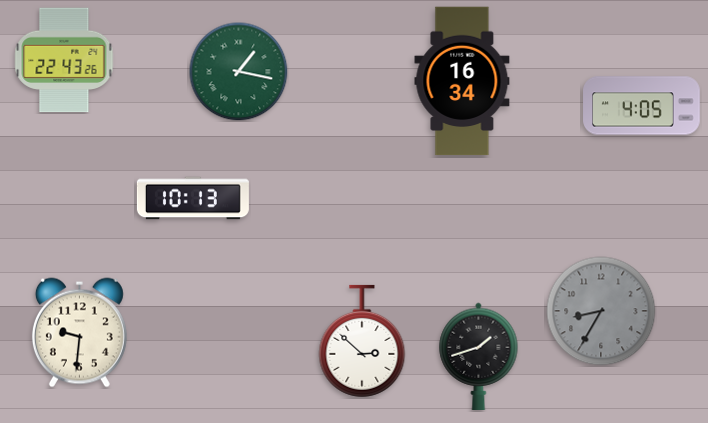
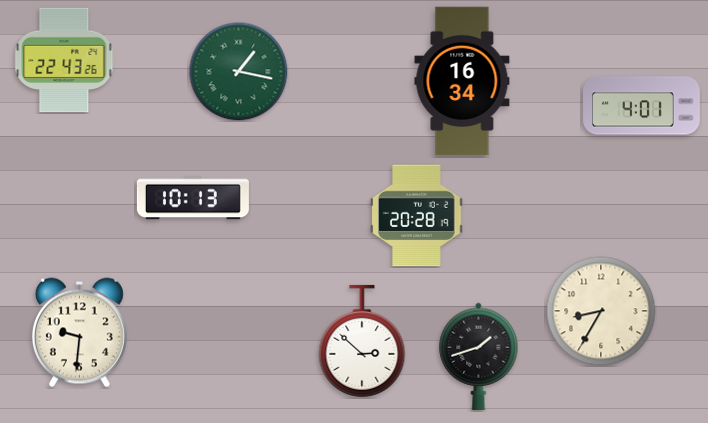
clock at (642, 106): 4:05 -> 4:01
clock at (417, 216): none -> 20:28
clock at (601, 311) dial: grey -> cream
